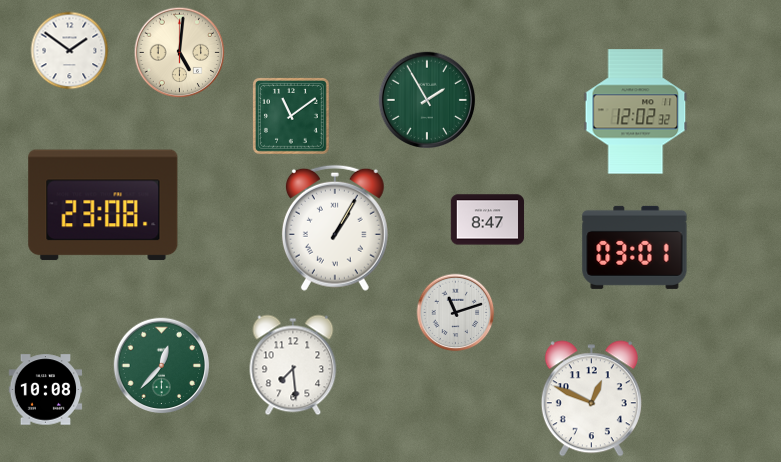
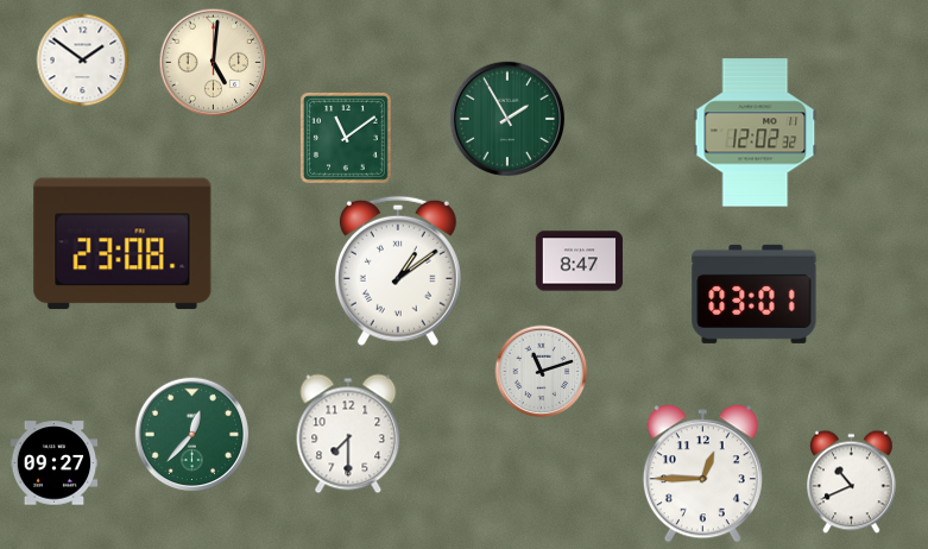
clock at (335, 228): 1:05 -> 1:09
clock at (293, 365): 7:29 -> 7:30
clock at (46, 390): 10:08 -> 09:27
clock at (591, 399): 12:49 -> 12:45
clock at (852, 482): none -> 10:41
